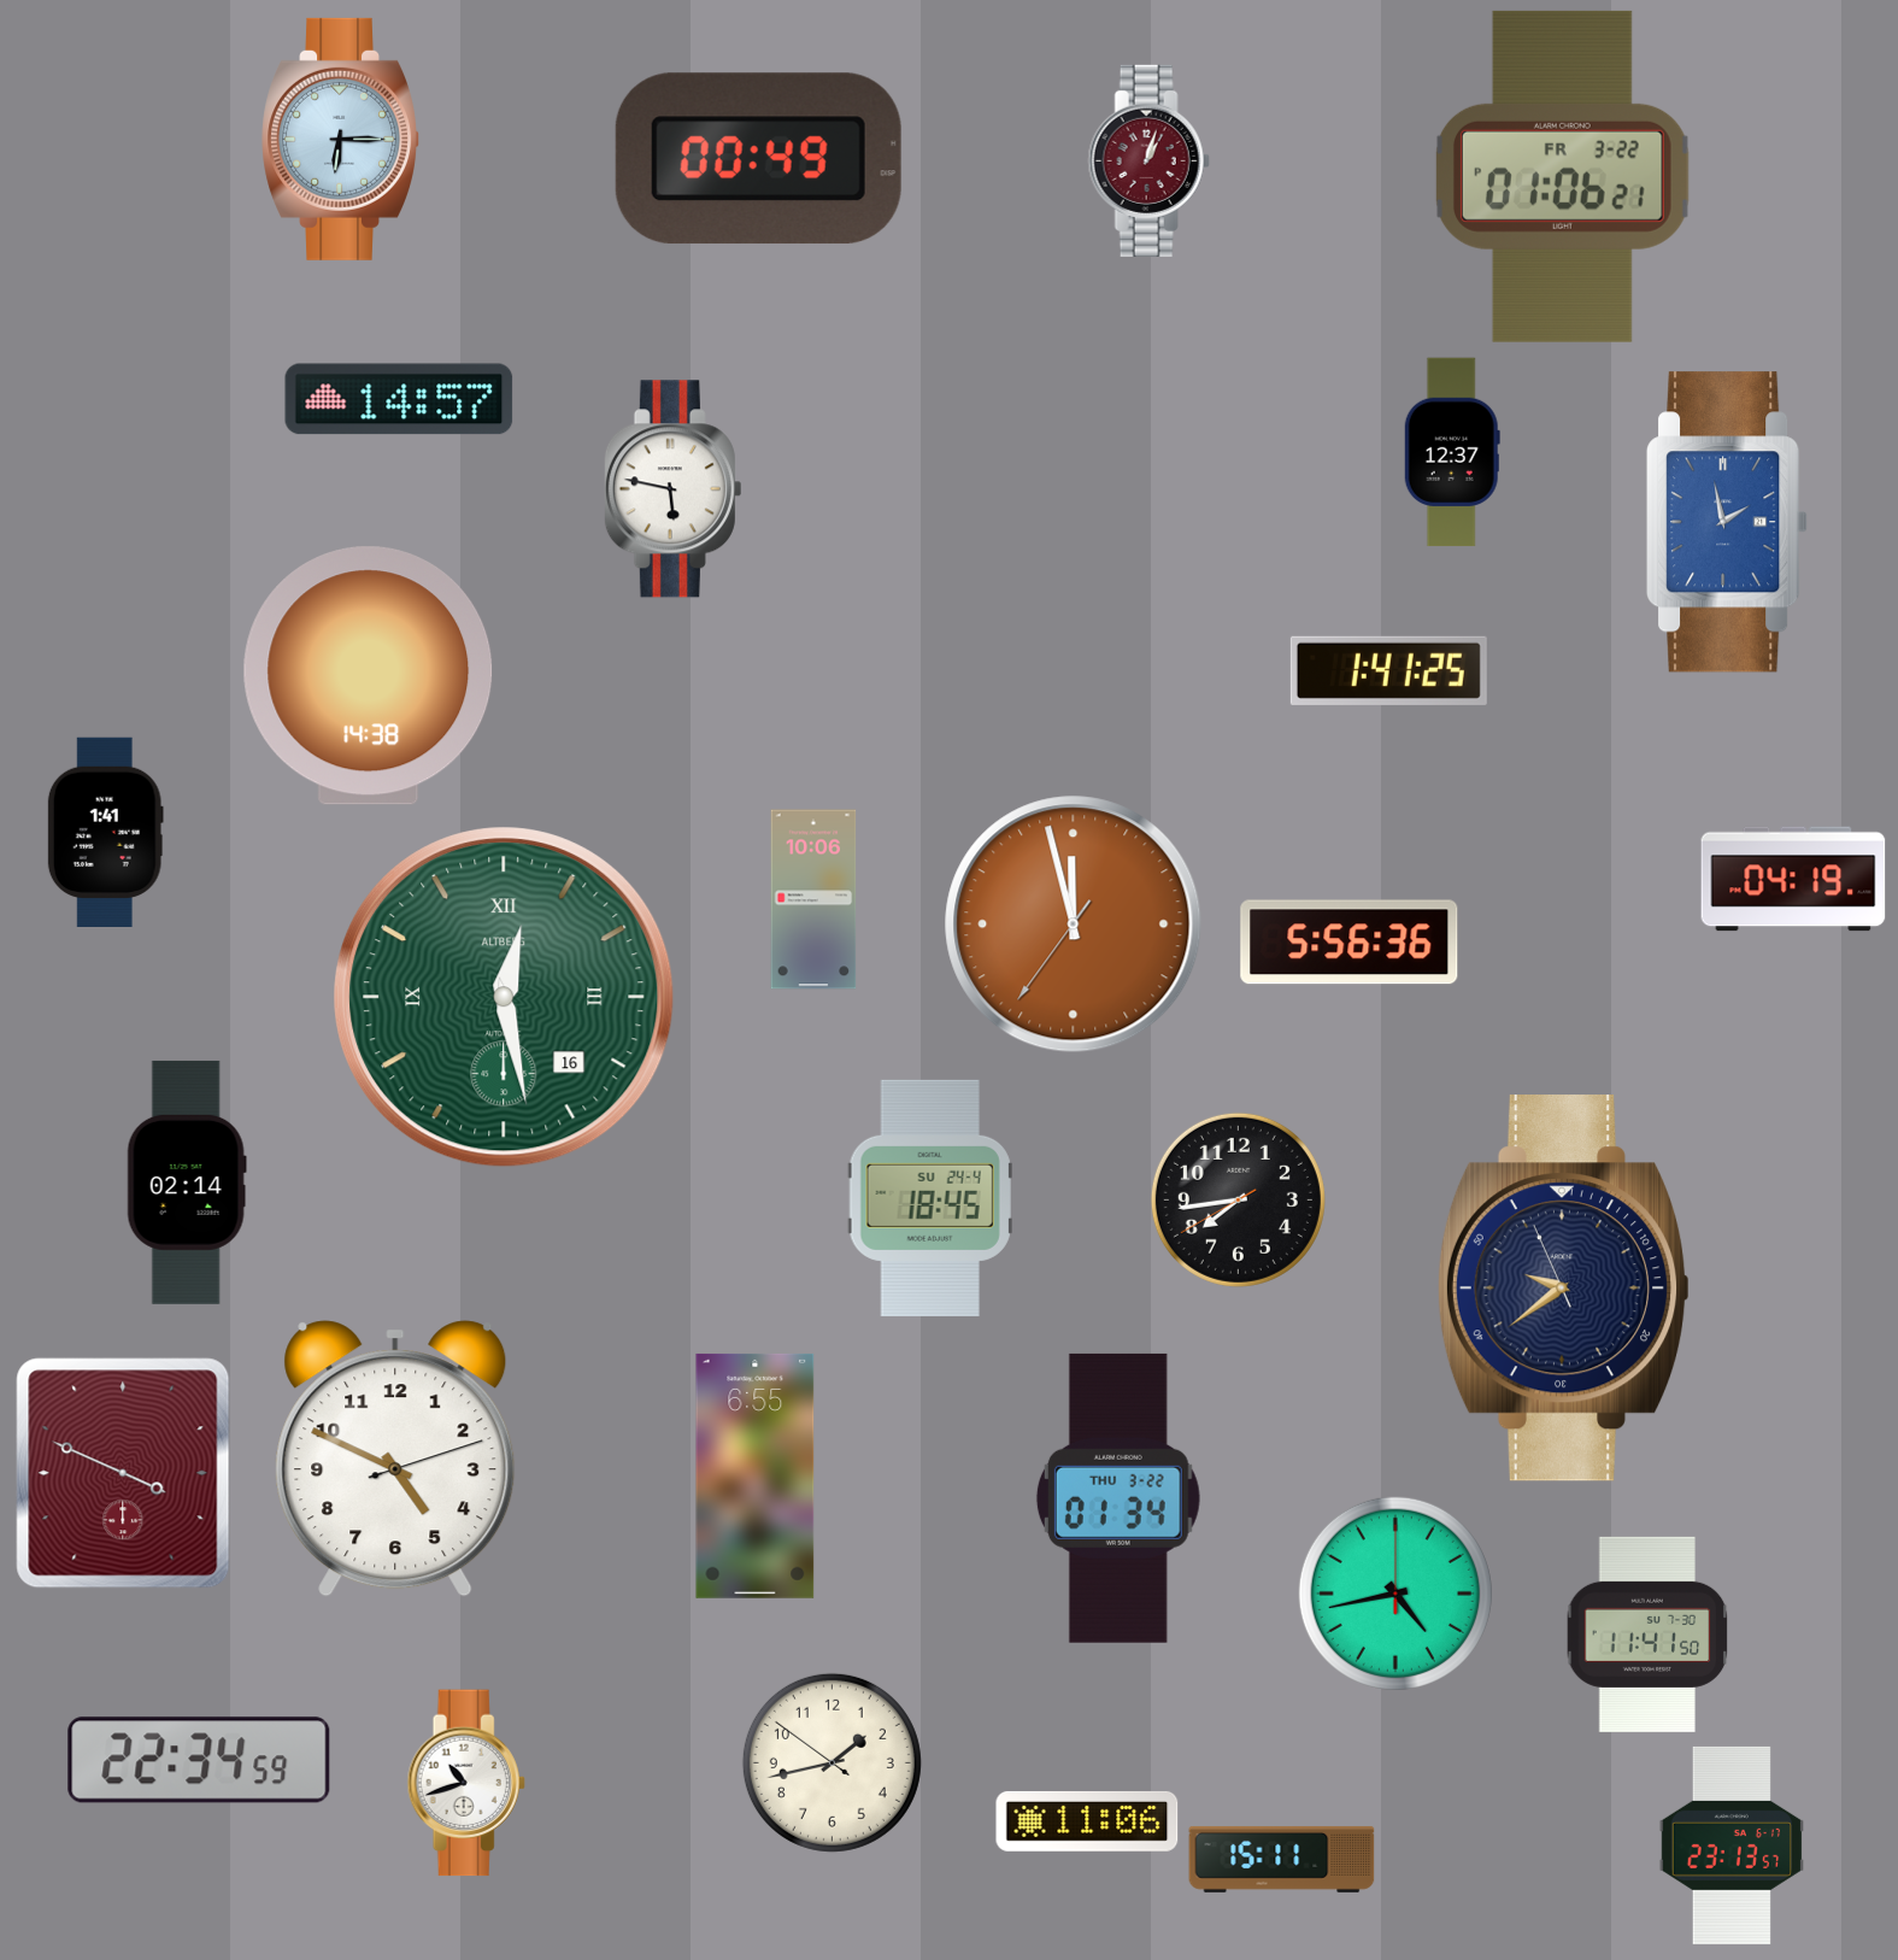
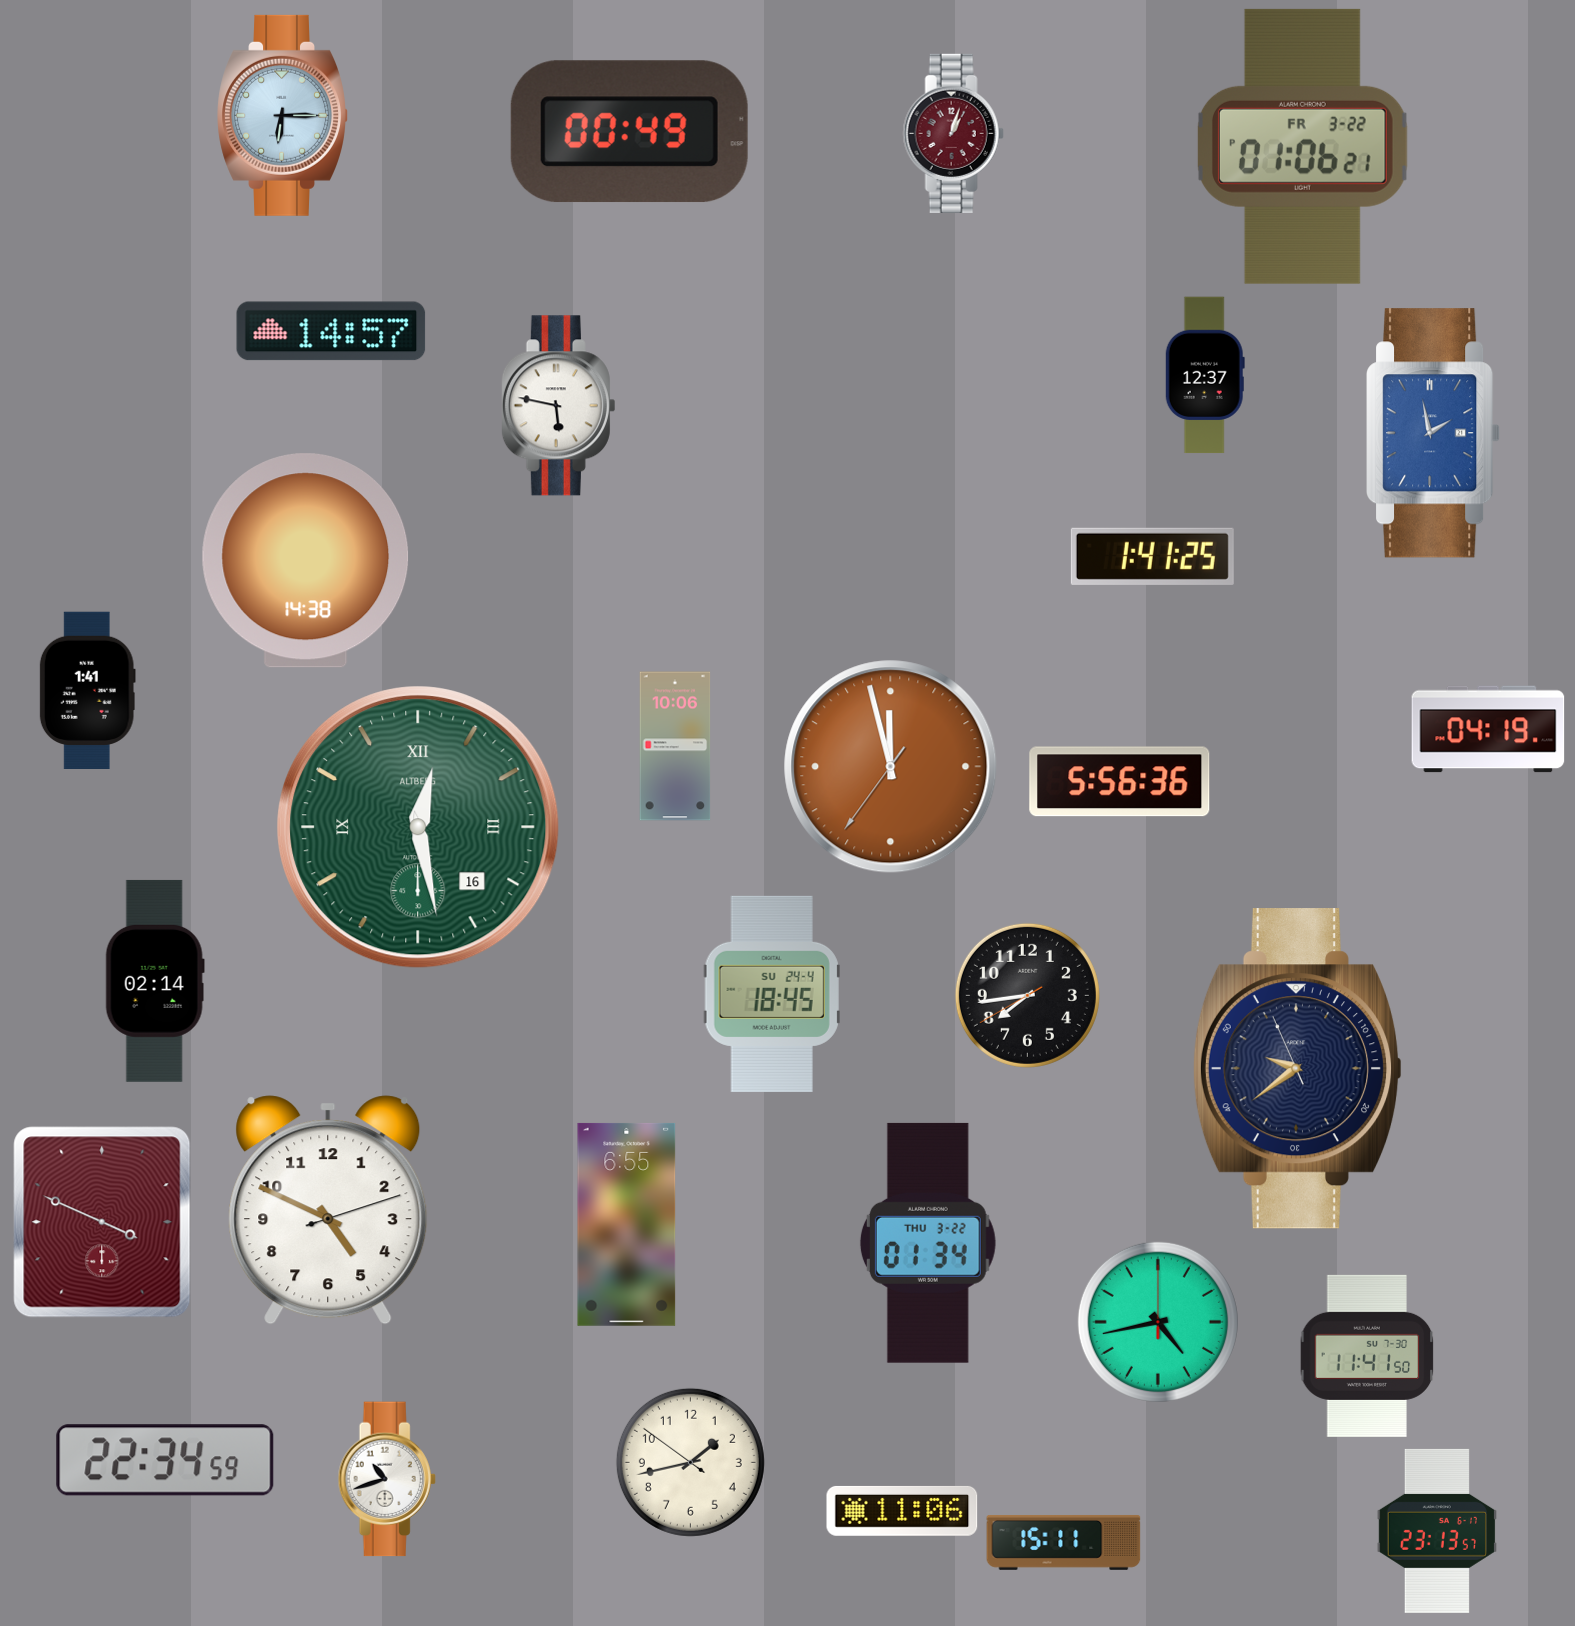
clock at (1562, 176) position: (1562, 176) -> (1302, 146)
